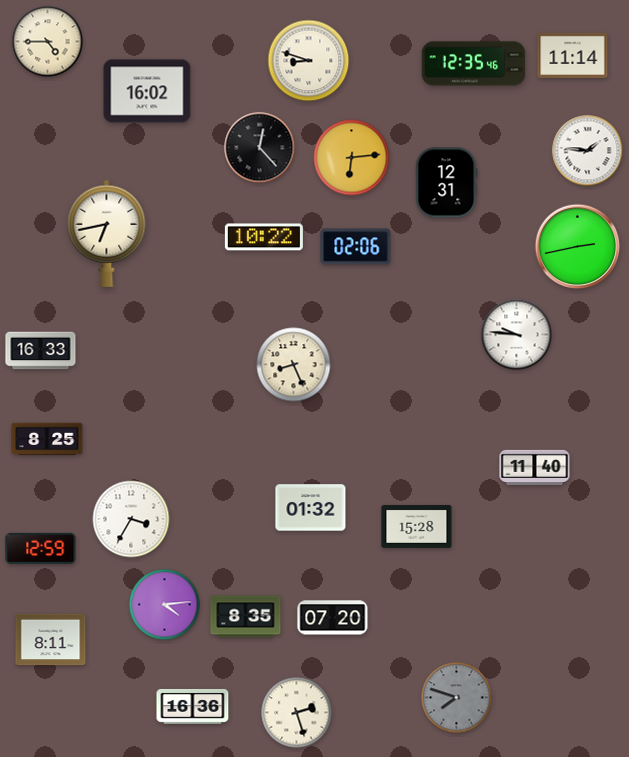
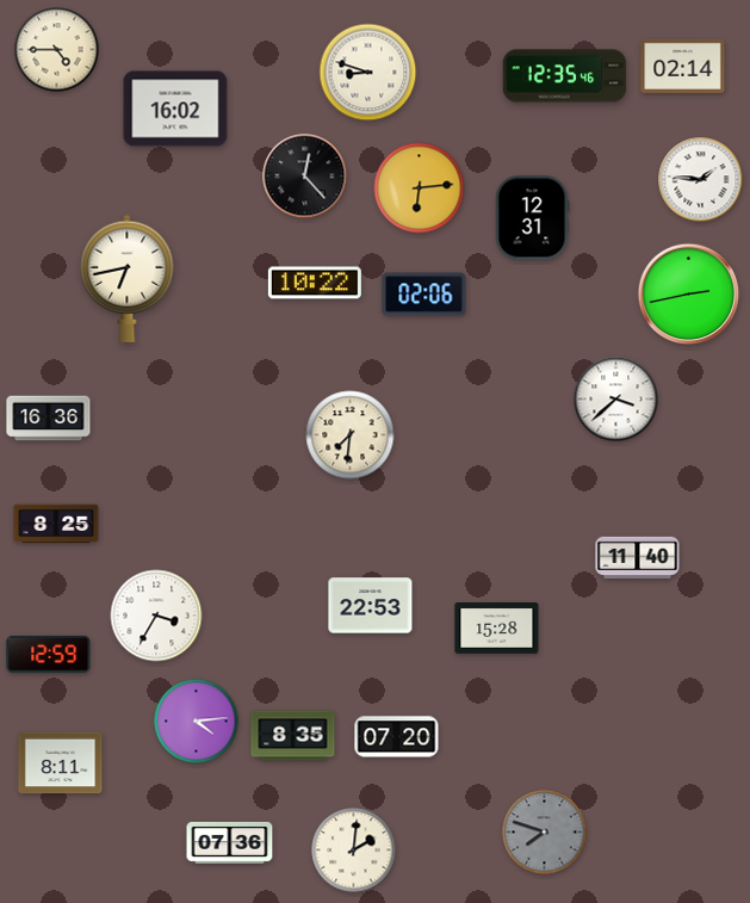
clock at (573, 55): 11:14 -> 02:14
clock at (260, 148) position: (260, 148) -> (305, 177)
clock at (517, 335): 9:46 -> 3:38
clock at (41, 351): 16:33 -> 16:36
clock at (294, 365): 8:26 -> 7:31
clock at (311, 508): 01:32 -> 22:53
clock at (131, 519) position: (131, 519) -> (156, 616)
clock at (193, 706): 16:36 -> 07:36
clock at (297, 713): 2:27 -> 2:01
